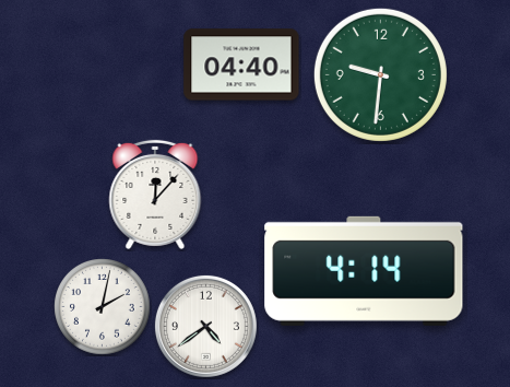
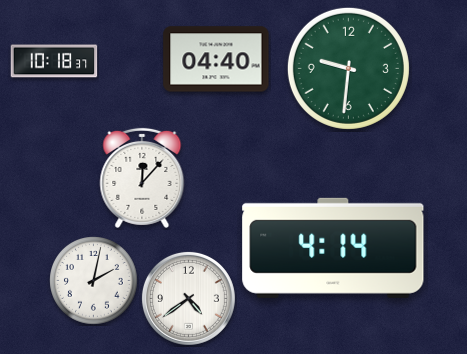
clock at (241, 64) position: (241, 64) -> (216, 59)
clock at (54, 61): none -> 10:18
